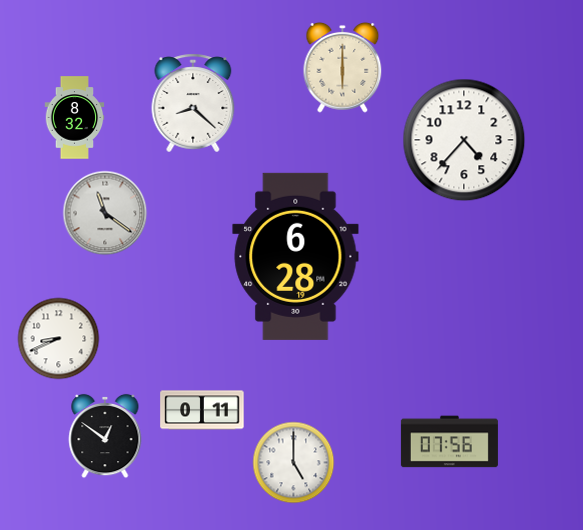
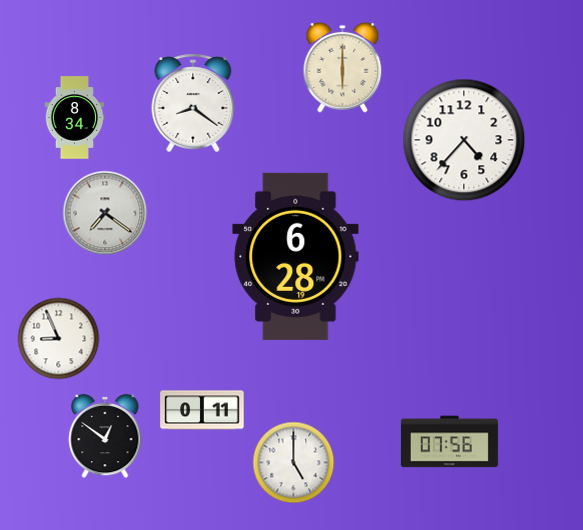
clock at (193, 103): 8:22 -> 8:21
clock at (75, 118): 8:32 -> 8:34
clock at (105, 213): 11:21 -> 7:21
clock at (59, 339): 8:41 -> 8:56
